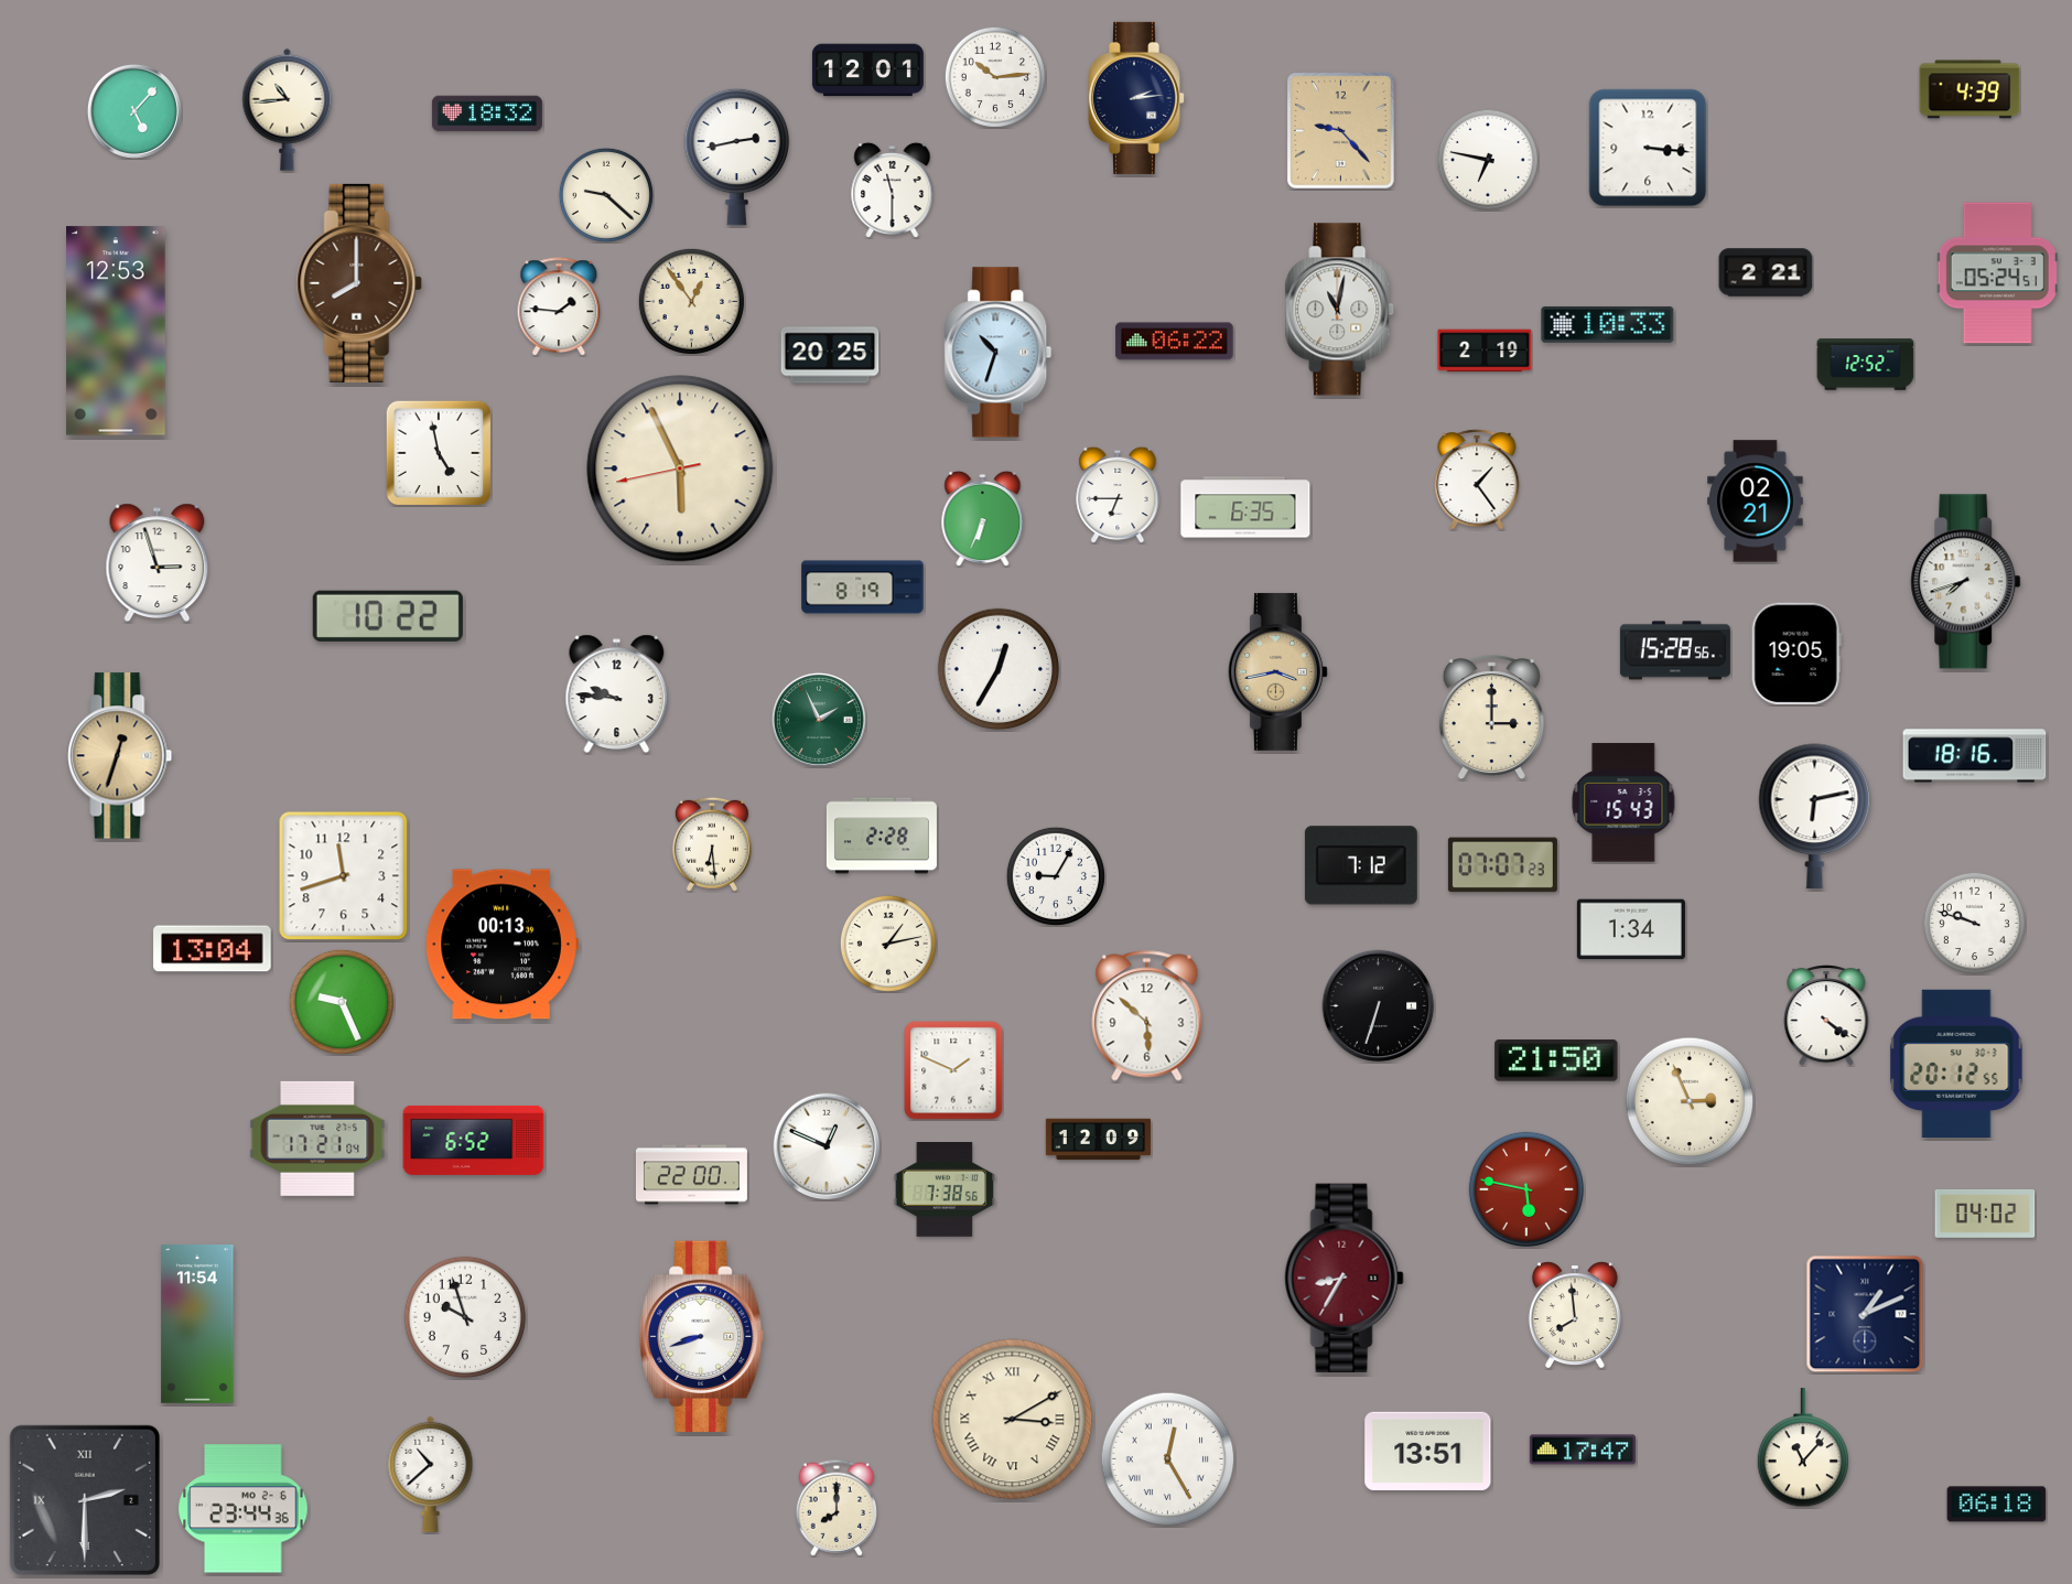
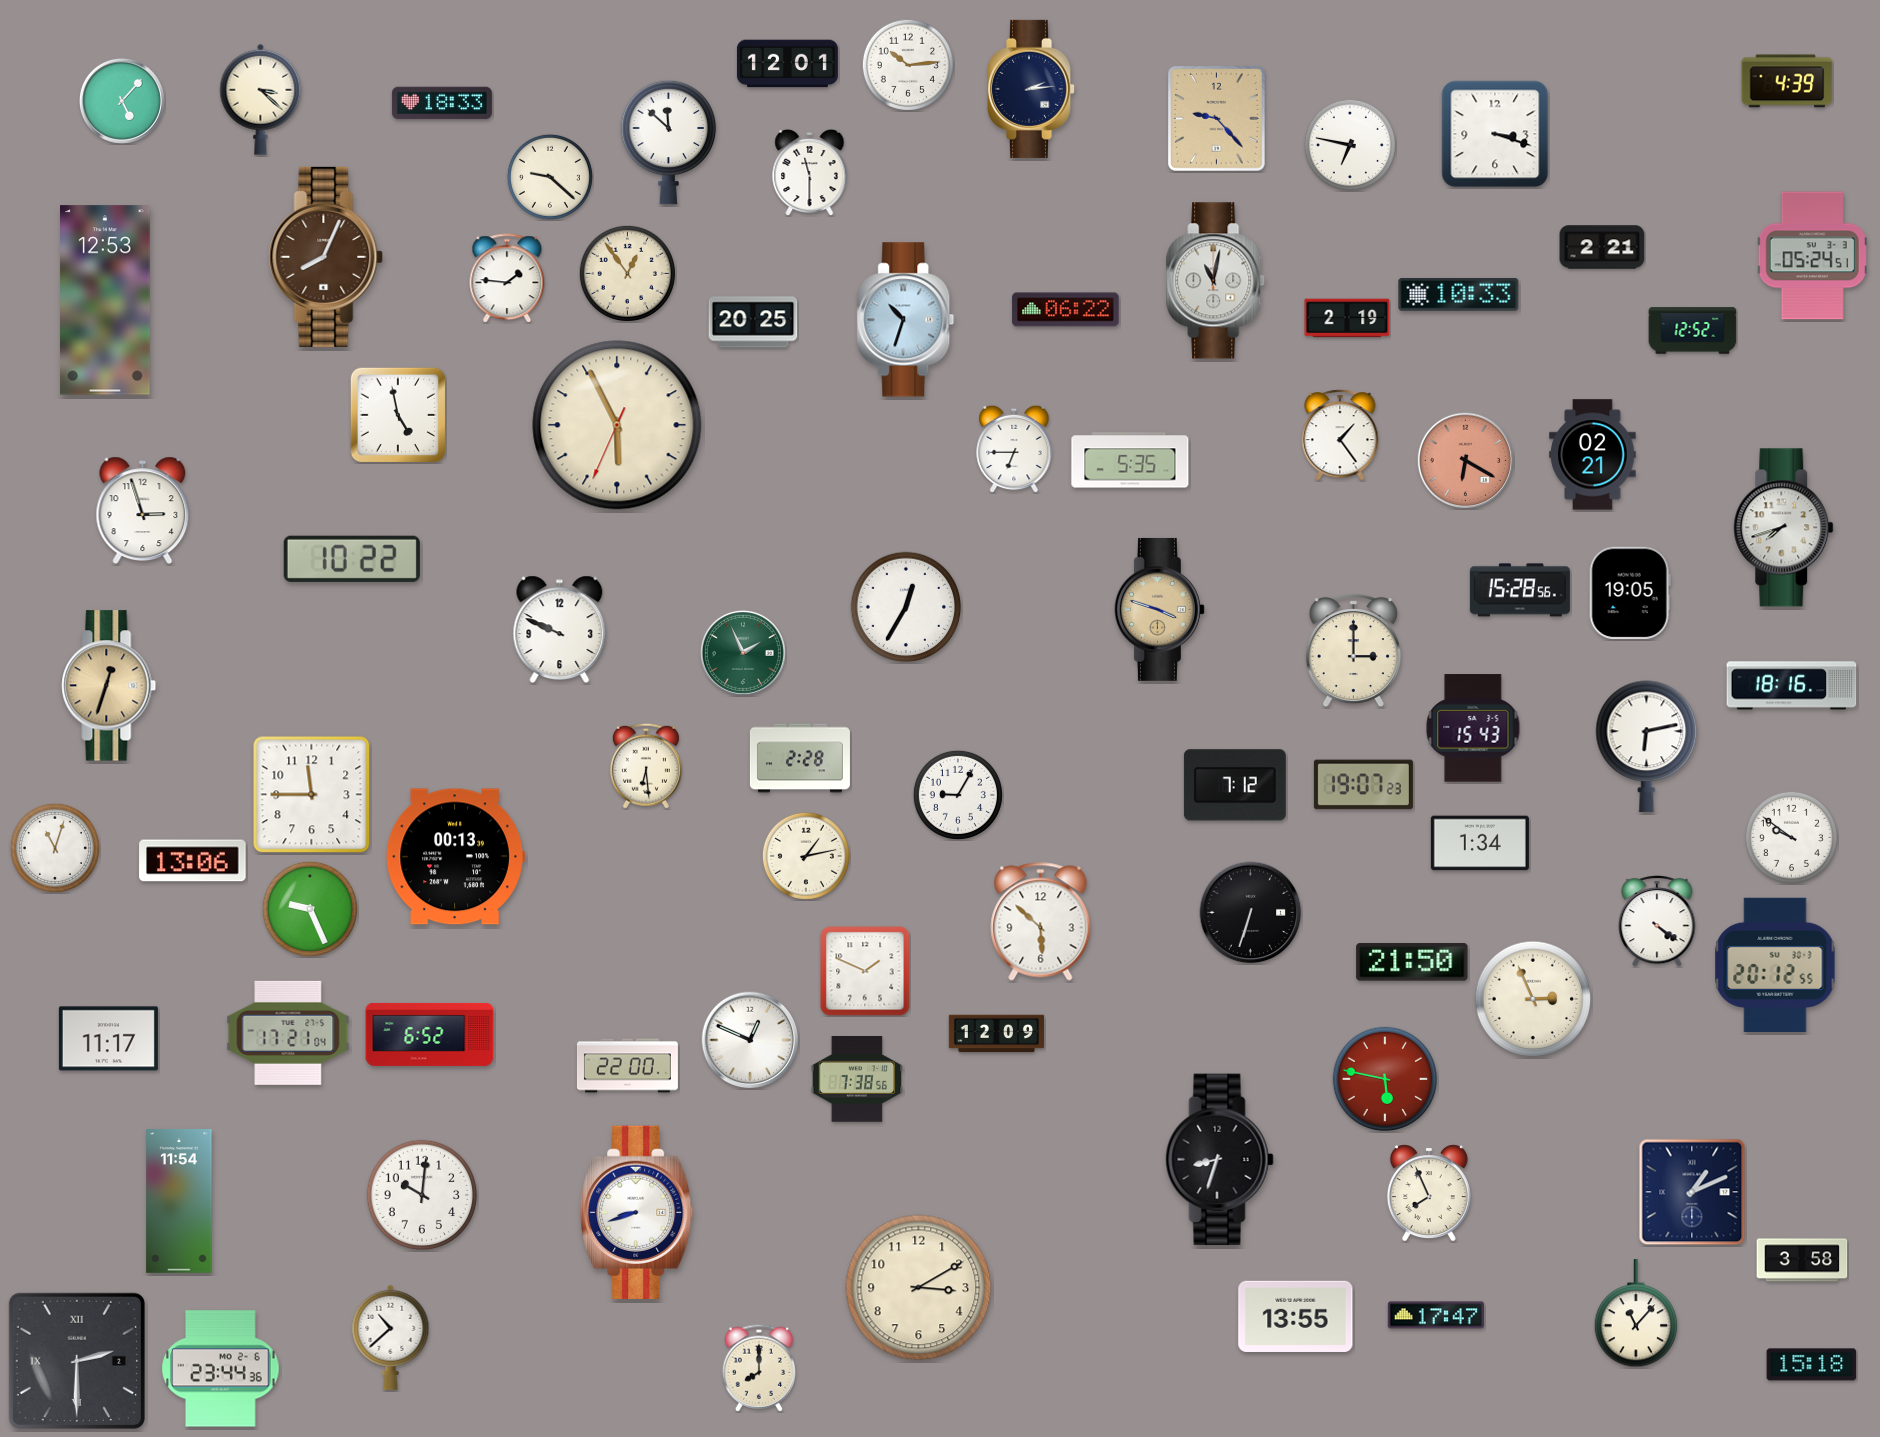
clock at (995, 77) position: (995, 77) -> (908, 65)
clock at (288, 109): 10:44 -> 3:22
clock at (487, 114): 18:32 -> 18:33
clock at (1648, 148): 3:16 -> 3:18
clock at (737, 157): 2:43 -> 11:52
clock at (1997, 273) position: (1997, 273) -> (1812, 256)
clock at (359, 283): 8:00 -> 8:04
clock at (439, 453) position: (439, 453) -> (398, 415)
clock at (680, 468): 5:55:43 -> 5:55:34
clock at (1245, 507): 6:35 -> 5:35
clock at (1466, 461): none -> 6:20
clock at (983, 518): 6:34 -> none
clock at (863, 588): 8:19 -> none
clock at (1277, 671): 3:43 -> 3:48
clock at (617, 693): 9:46 -> 9:49
clock at (1815, 817) position: (1815, 817) -> (1647, 747)
clock at (1502, 865): 07:07 -> 19:07
clock at (344, 876): 11:42 -> 11:45
clock at (1974, 923): 9:48 -> 9:51
clock at (55, 848): none -> 11:03
clock at (213, 949): 13:04 -> 13:06
clock at (108, 1039): none -> 11:17
clock at (1985, 1215): 04:02 -> none
clock at (1345, 1279): 8:35 -> 8:33
clock at (1345, 1279) dial: burgundy -> black
clock at (1575, 1315): 7:59 -> 7:56
clock at (465, 1317): 9:57 -> 10:01
clock at (1802, 1260): none -> 3:58
clock at (1013, 1420) numerals: Roman -> Arabic
clock at (1428, 1451): 13:51 -> 13:55
clock at (1168, 1459): 12:25 -> none
clock at (1997, 1505): 06:18 -> 15:18
